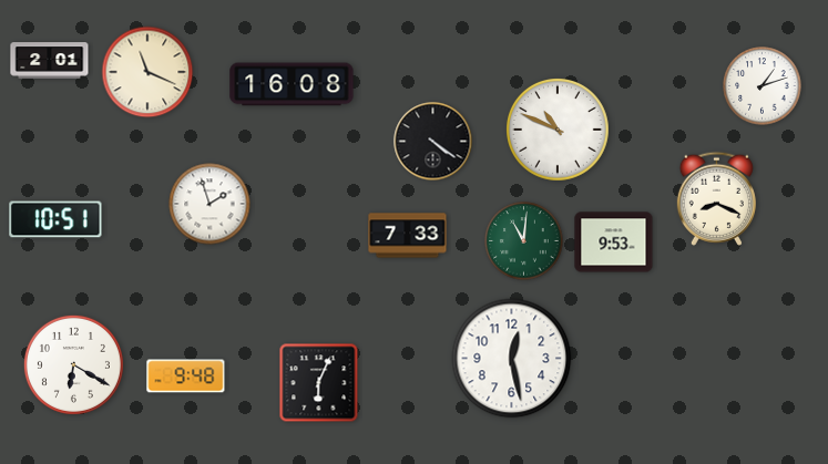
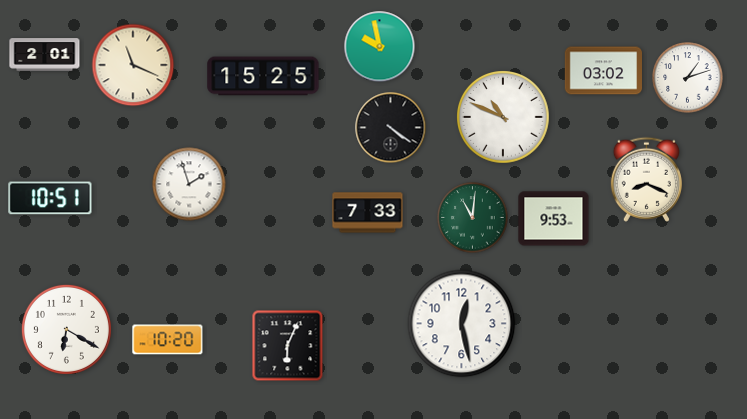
clock at (380, 47): none -> 9:58
clock at (603, 71): none -> 03:02
clock at (292, 84): 16:08 -> 15:25
clock at (186, 377): 9:48 -> 10:20
